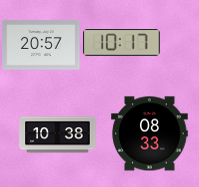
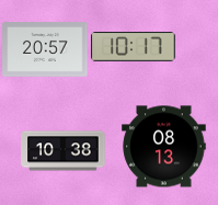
clock at (150, 134): 08:33 -> 08:13
clock at (58, 135) position: (58, 135) -> (64, 151)
